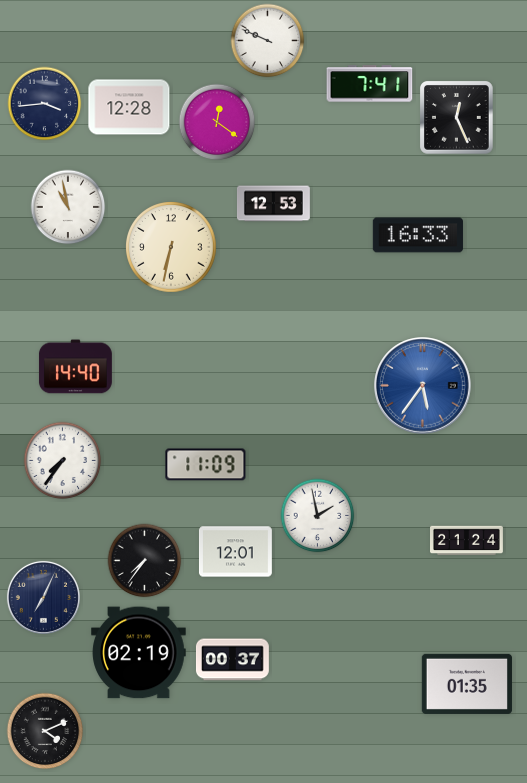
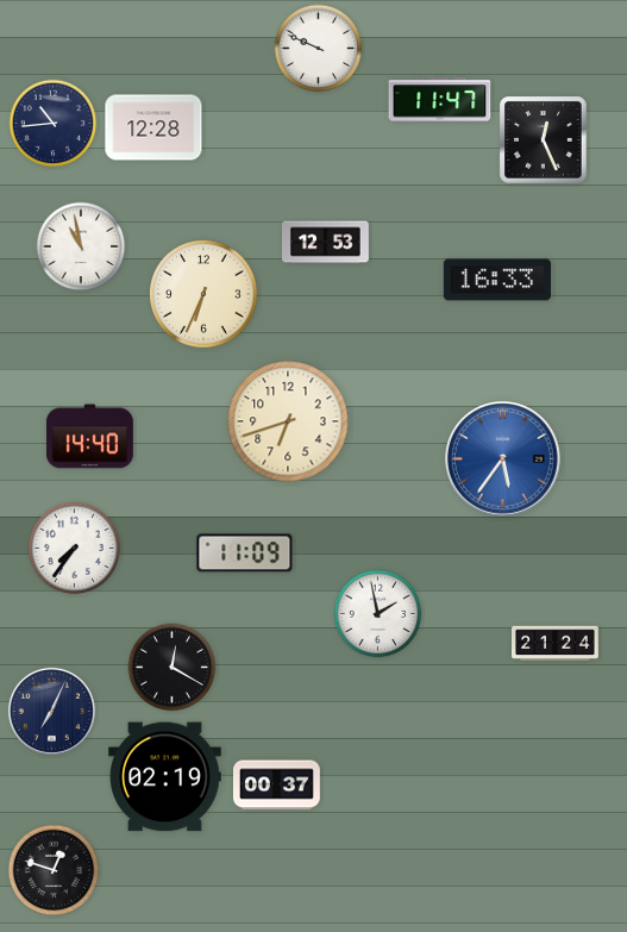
clock at (370, 84): 7:41 -> 11:47
clock at (45, 104): 3:44 -> 10:44
clock at (217, 122): 12:21 -> none
clock at (172, 248): 6:32 -> 6:34
clock at (288, 421): none -> 6:42
clock at (235, 552): 12:01 -> none
clock at (145, 561): 7:36 -> 12:20
clock at (467, 684): 01:35 -> none
clock at (45, 731): 4:11 -> 12:48
